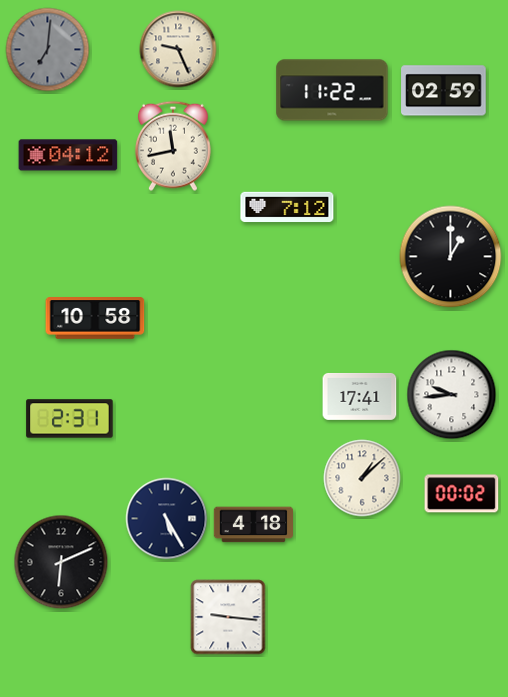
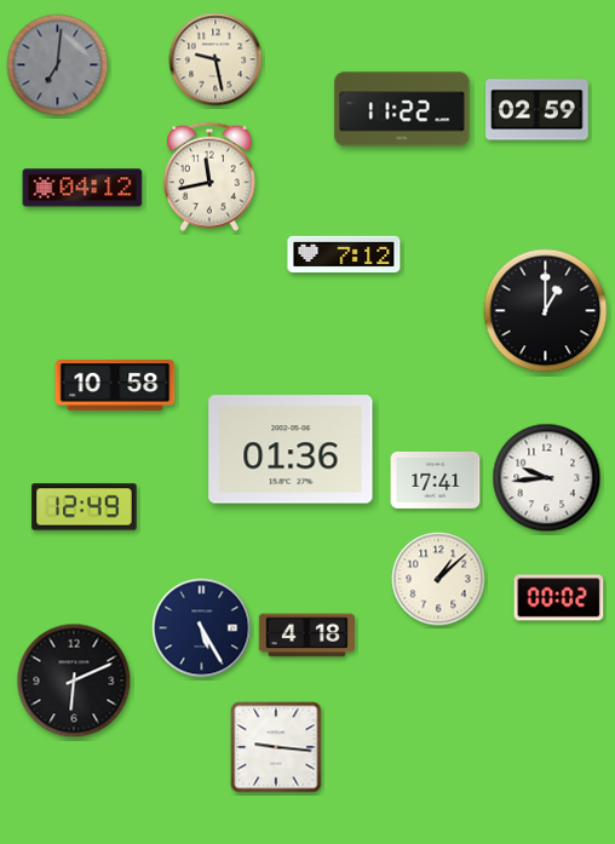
clock at (178, 49): 9:26 -> 9:28
clock at (48, 50) position: (48, 50) -> (58, 65)
clock at (287, 207) position: (287, 207) -> (344, 254)
clock at (291, 449): none -> 01:36
clock at (70, 419): 2:31 -> 12:49
